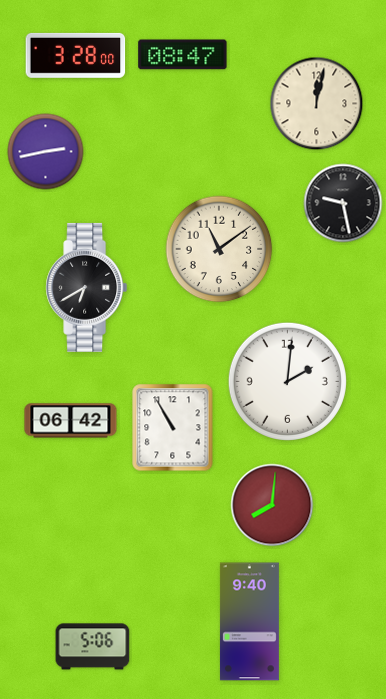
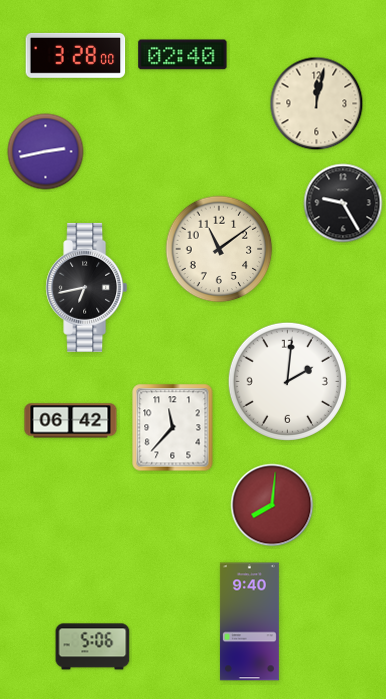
clock at (183, 55): 08:47 -> 02:40
clock at (343, 203): 9:28 -> 9:25
clock at (87, 287): 6:40 -> 6:43
clock at (173, 428): 10:55 -> 11:37
